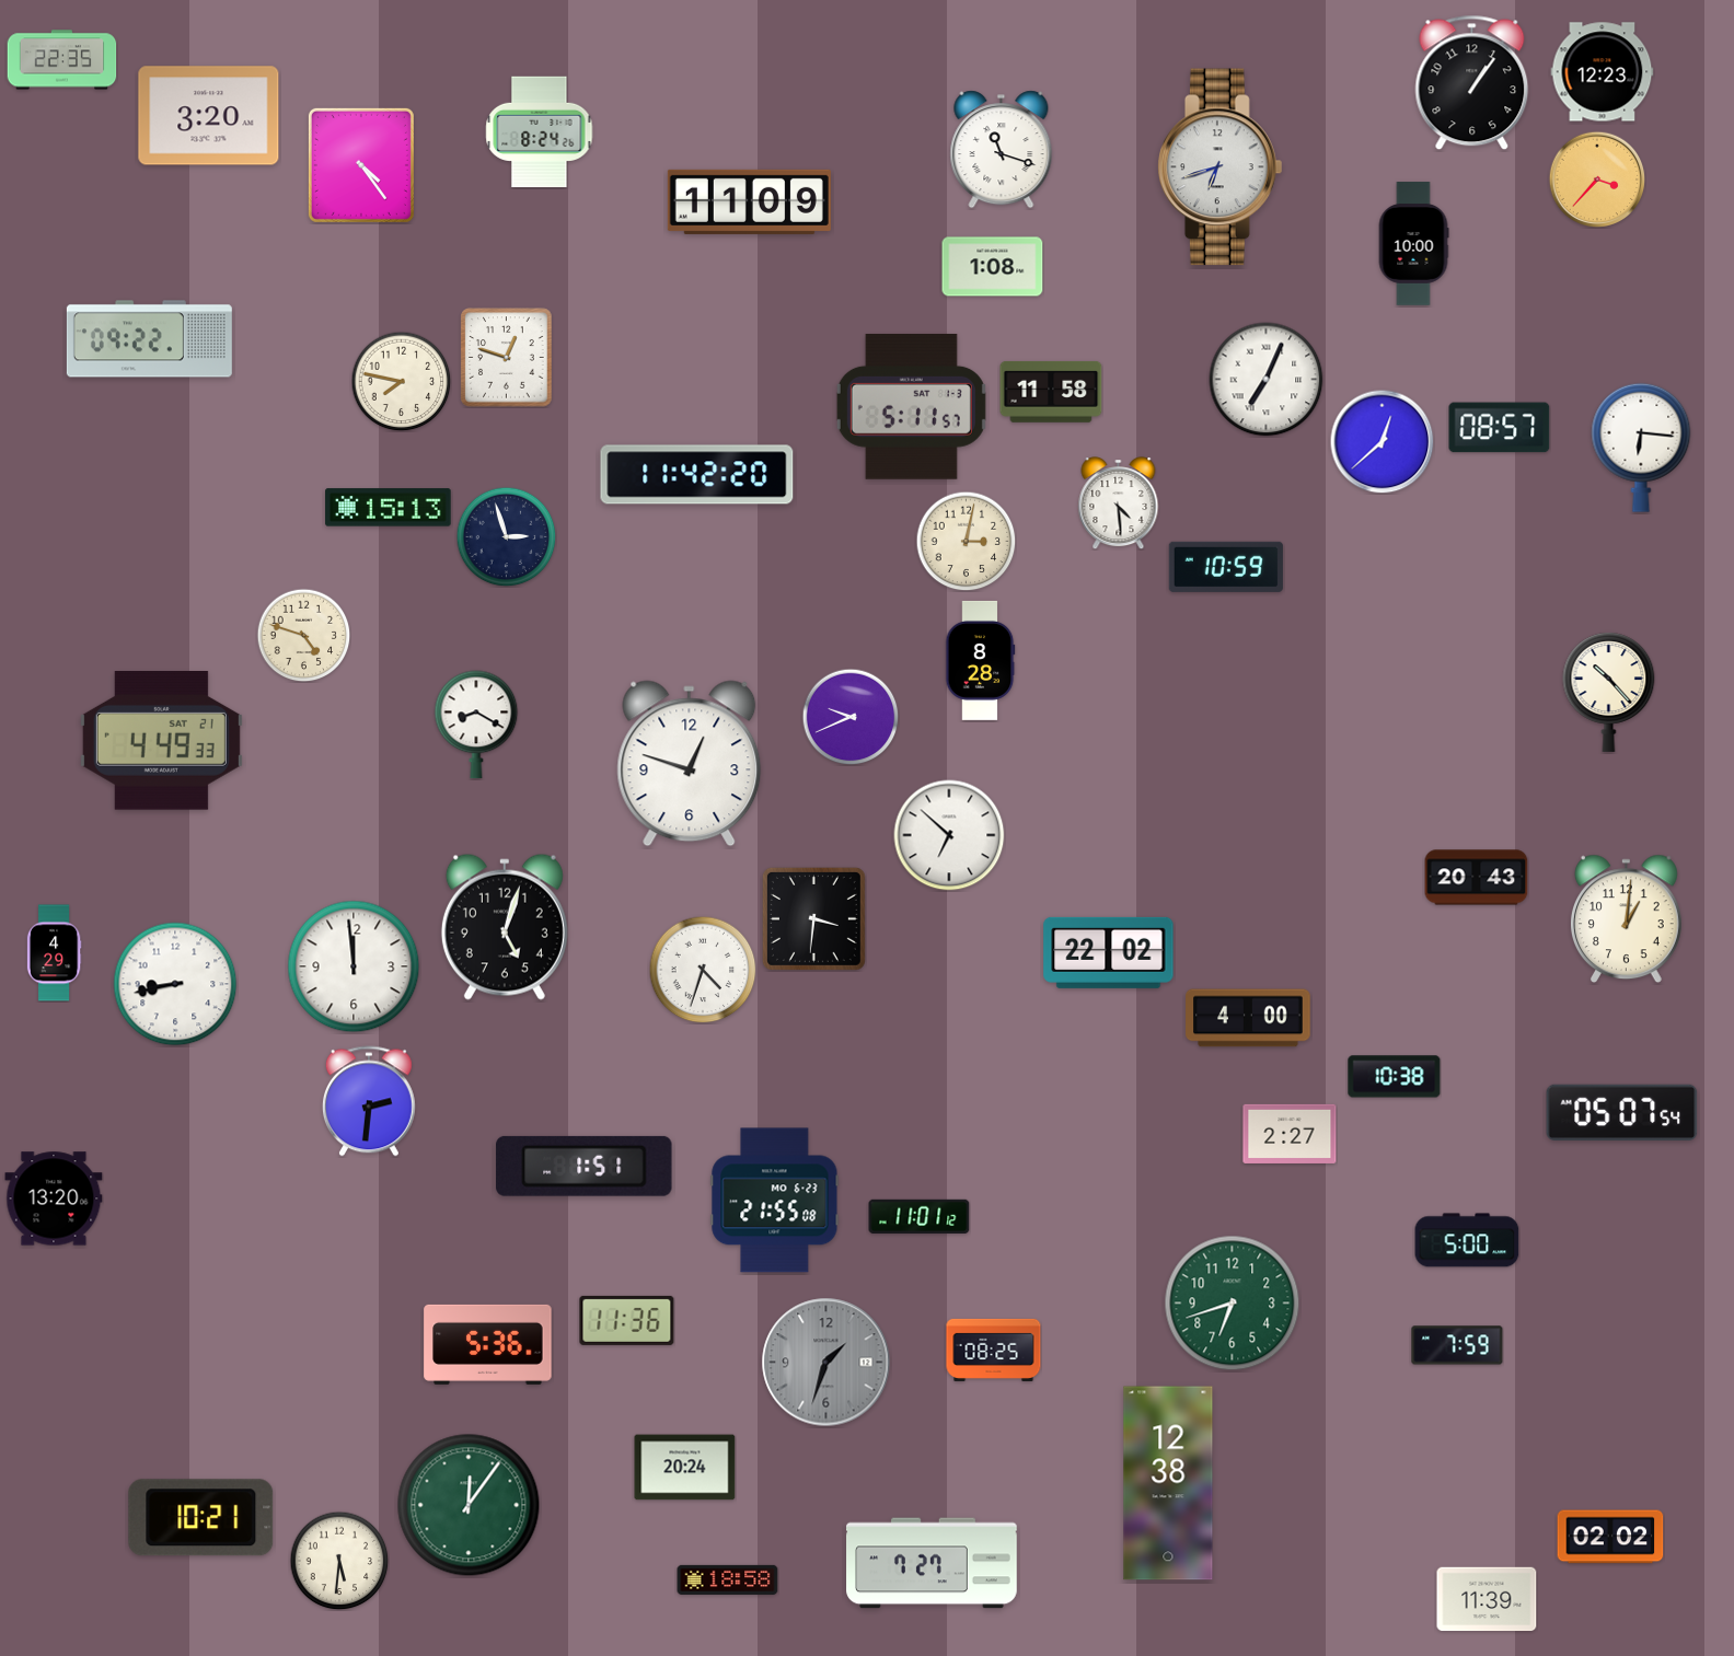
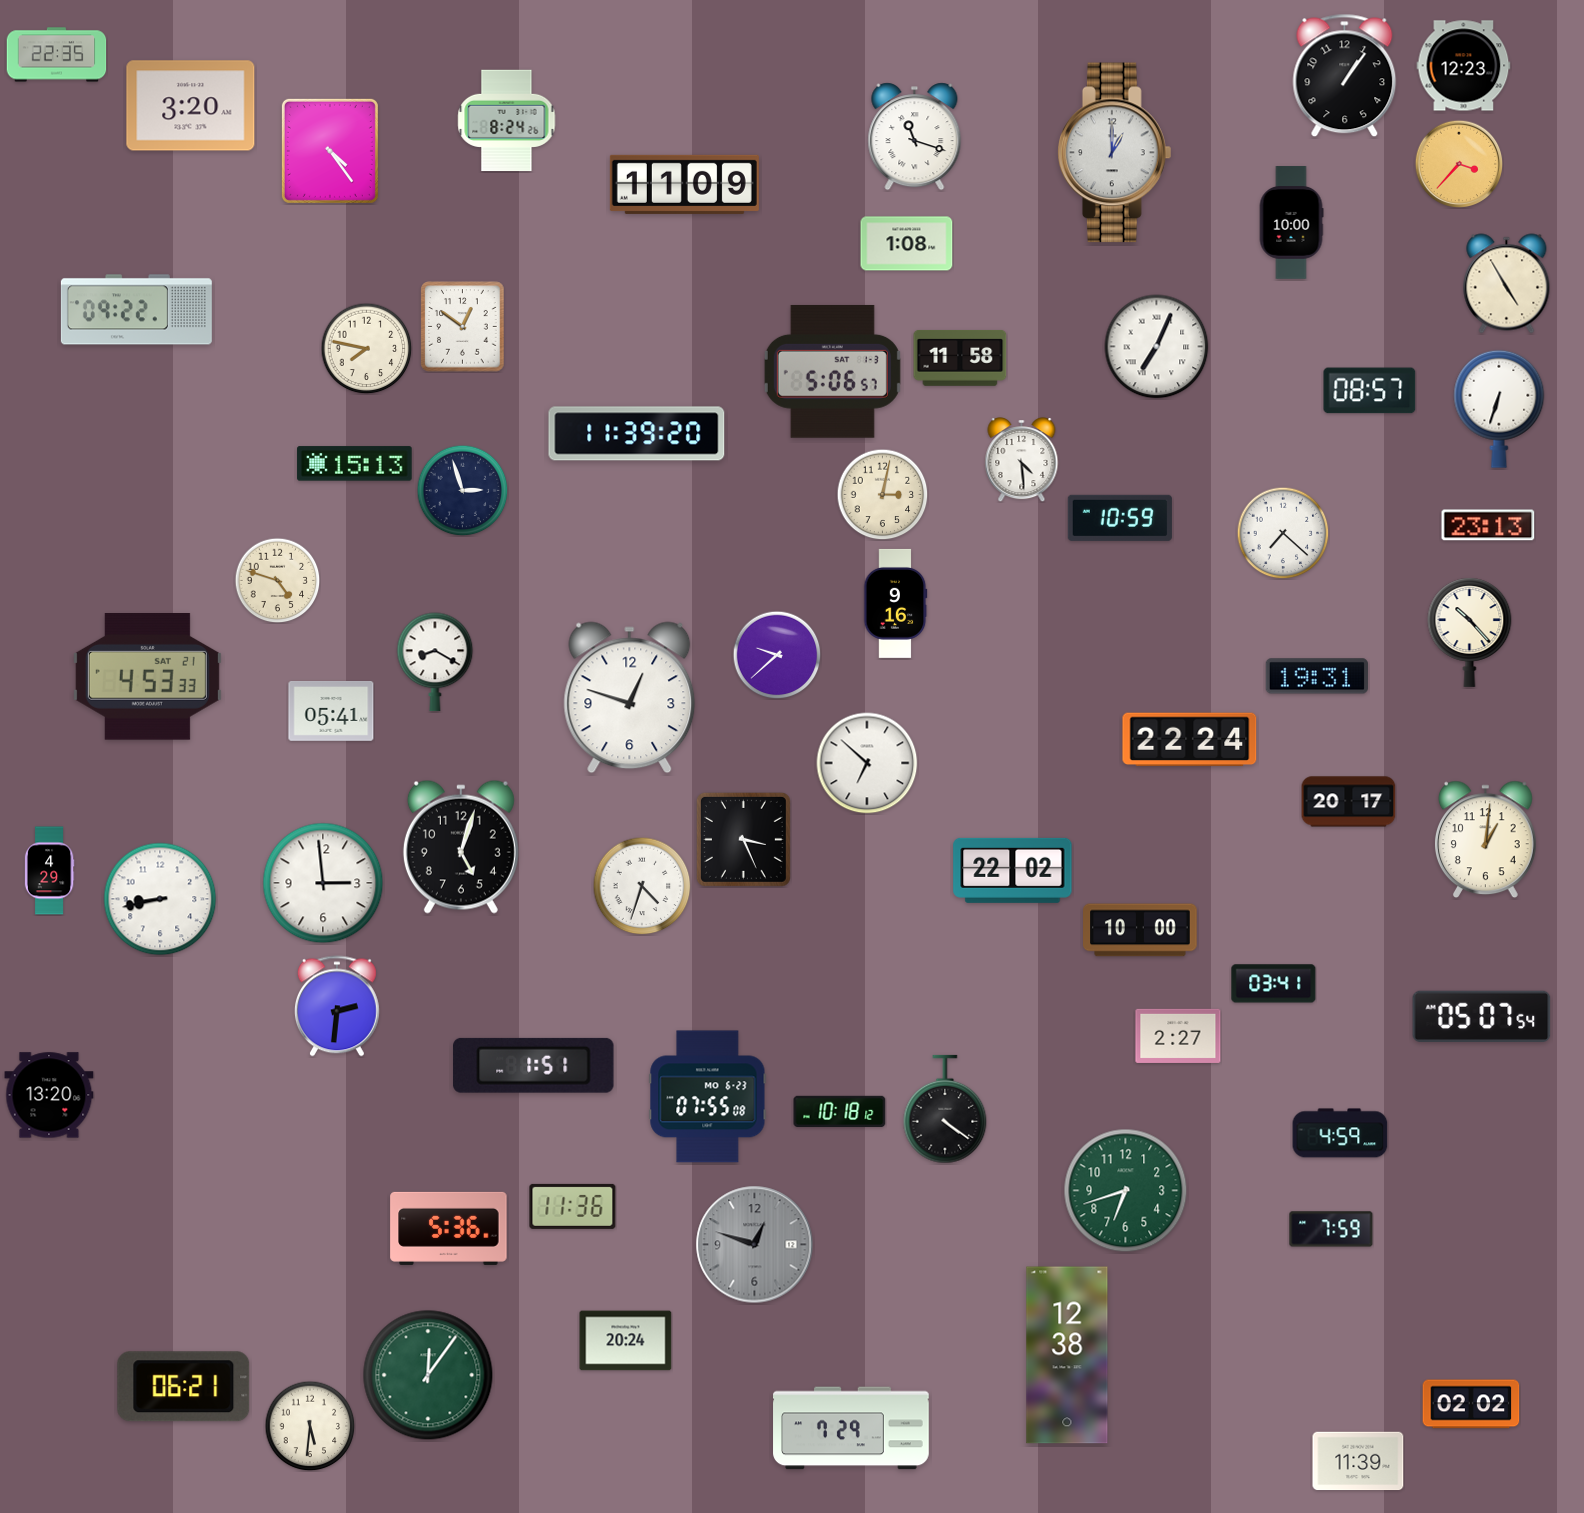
clock at (540, 132) position: (540, 132) -> (507, 121)
clock at (1221, 167): 6:42 -> 1:00
clock at (1507, 284): none -> 4:55
clock at (507, 358): 12:48 -> 12:51
clock at (911, 406): 5:11 -> 5:06
clock at (1382, 441): 12:38 -> none
clock at (1641, 448): 6:16 -> 6:33
clock at (697, 475): 11:42 -> 11:39
clock at (1488, 525): none -> 23:13
clock at (1283, 533): none -> 7:22
clock at (980, 660): 8:28 -> 9:16
clock at (851, 717): 9:41 -> 9:38
clock at (1317, 676): none -> 19:31
clock at (161, 741): 4:49 -> 4:53
clock at (331, 712): none -> 05:41
clock at (1190, 740): none -> 22:24
clock at (1477, 878): 20:43 -> 20:17
clock at (813, 918): 3:31 -> 3:26
clock at (354, 966): 11:59 -> 2:59
clock at (1248, 1018): 4:00 -> 10:00
clock at (1395, 1077): 10:38 -> 03:41
clock at (775, 1201): 21:55 -> 07:55
clock at (945, 1109): none -> 4:21
clock at (920, 1216): 11:01 -> 10:18
clock at (1467, 1240): 5:00 -> 4:59
clock at (488, 1344) position: (488, 1344) -> (449, 1228)
clock at (994, 1350): 08:25 -> none
clock at (826, 1363): 1:33 -> 12:48
clock at (201, 1518): 10:21 -> 06:21
clock at (932, 1563): 7:27 -> 7:29
clock at (728, 1579): 18:58 -> none
